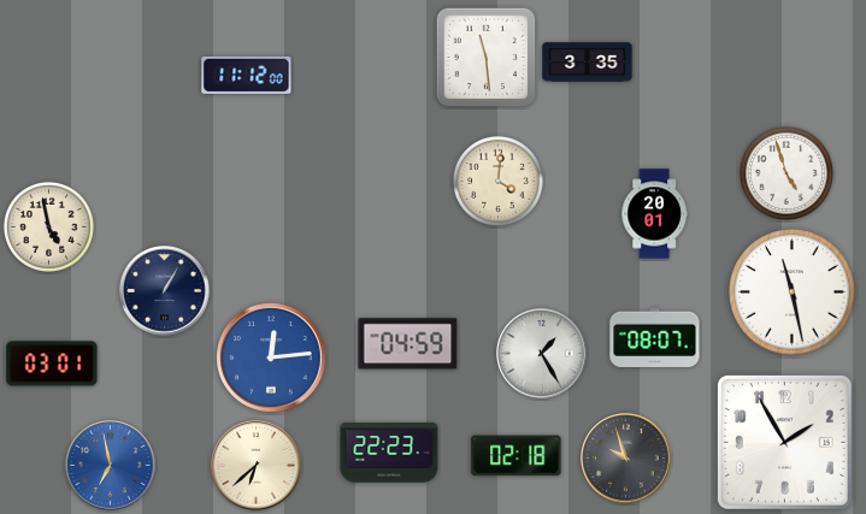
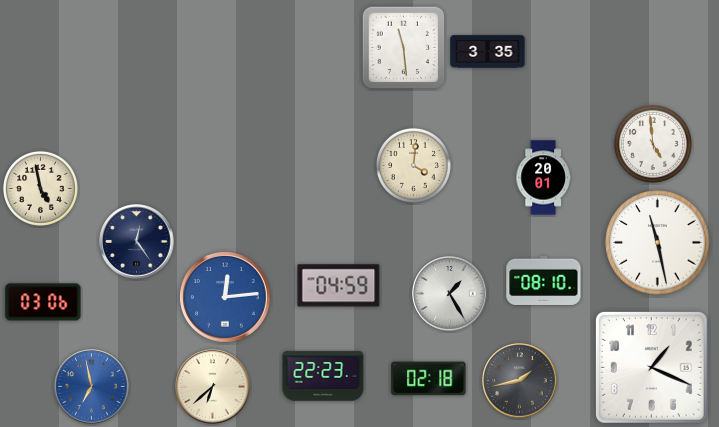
clock at (247, 75): 11:12 -> none
clock at (787, 173): 4:57 -> 4:59
clock at (497, 181) position: (497, 181) -> (413, 165)
clock at (165, 291): 1:05 -> 12:24
clock at (655, 337): 08:07 -> 08:10
clock at (52, 364): 03:01 -> 03:06
clock at (784, 442): 1:55 -> 1:19
clock at (626, 459): 9:57 -> 1:43
